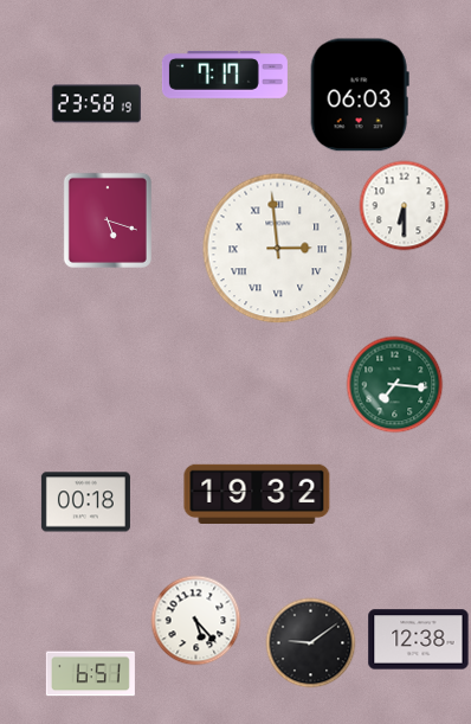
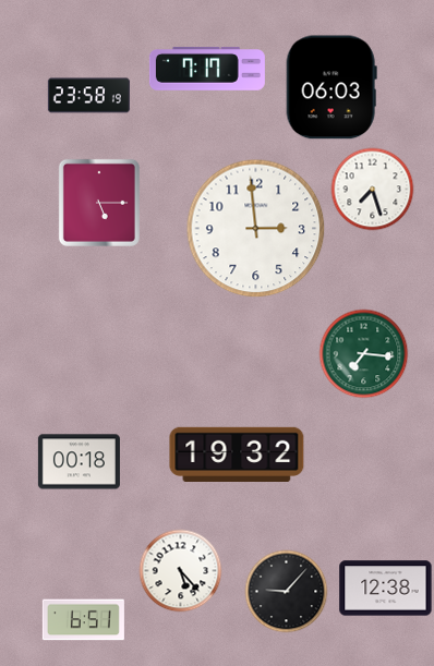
clock at (405, 206): 6:30 -> 7:27
clock at (108, 220): 5:18 -> 5:15
clock at (278, 249) numerals: Roman -> Arabic
clock at (311, 643): 9:09 -> 9:07
